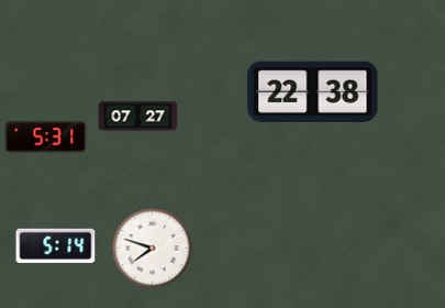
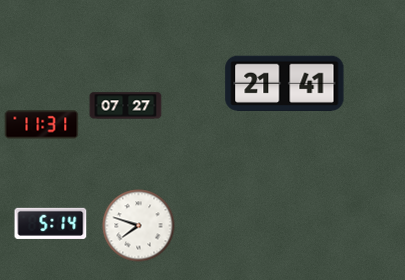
clock at (313, 91): 22:38 -> 21:41
clock at (46, 137): 5:31 -> 11:31
